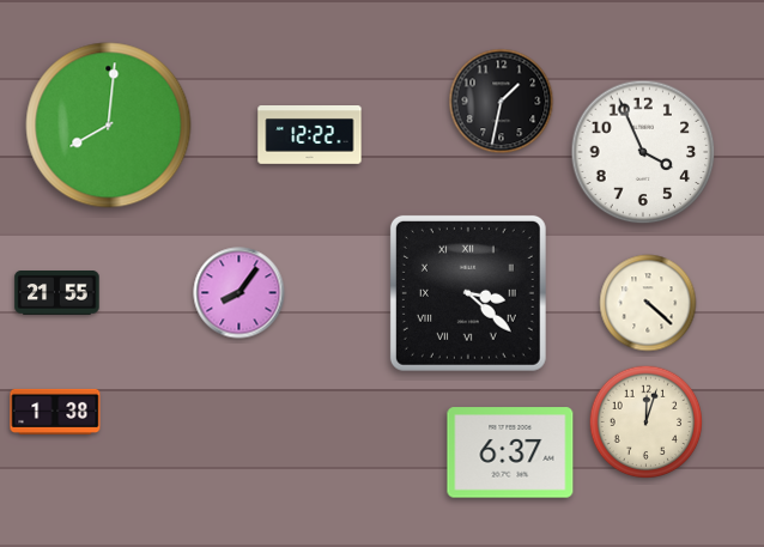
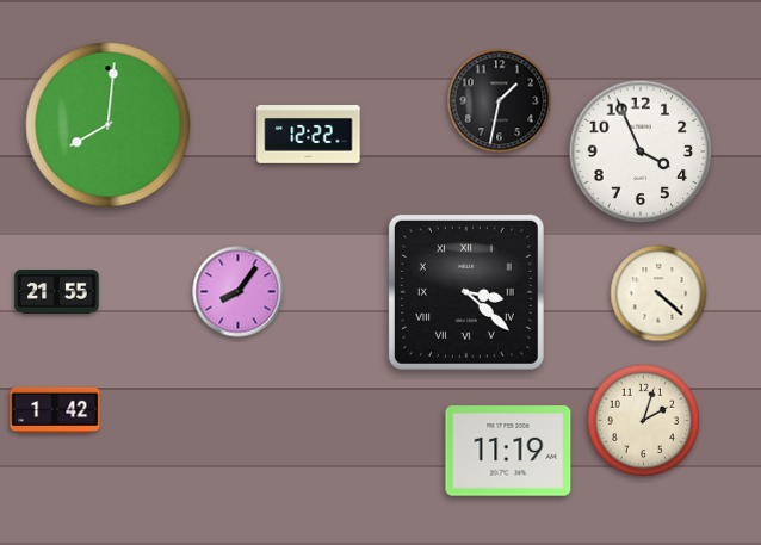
clock at (648, 303) position: (648, 303) -> (658, 293)
clock at (55, 412): 1:38 -> 1:42
clock at (647, 423): 12:03 -> 2:03
clock at (510, 452): 6:37 -> 11:19
